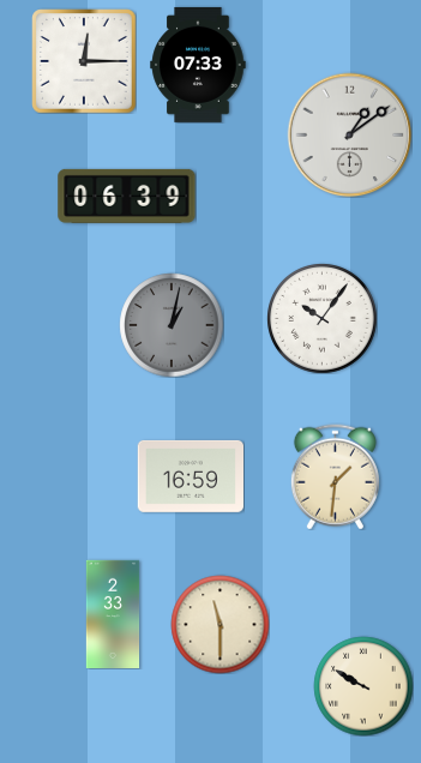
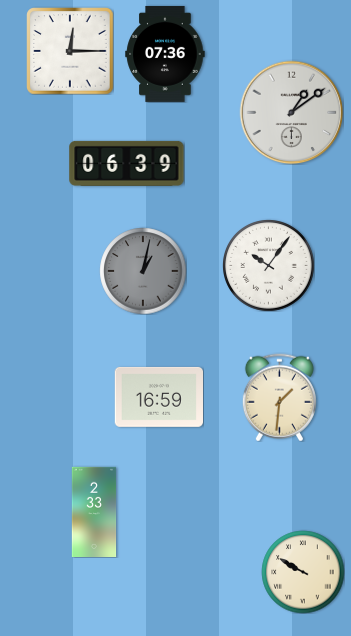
clock at (198, 65): 07:33 -> 07:36
clock at (127, 196) position: (127, 196) -> (127, 163)
clock at (219, 624): 11:30 -> none
